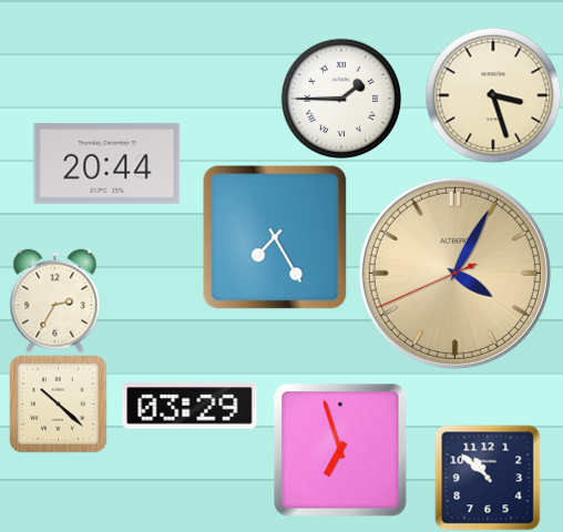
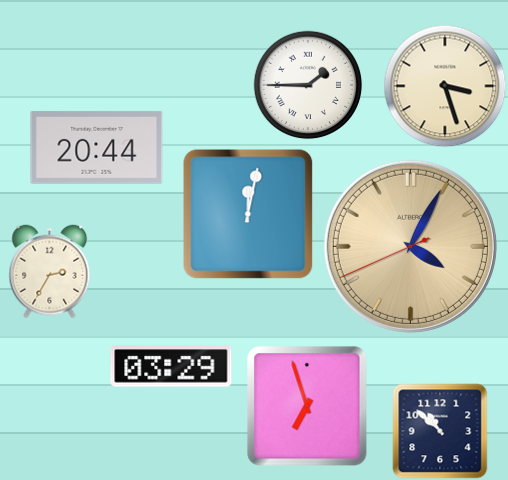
clock at (341, 99) position: (341, 99) -> (308, 85)
clock at (275, 237): 7:25 -> 12:02
clock at (58, 403): 10:22 -> none
